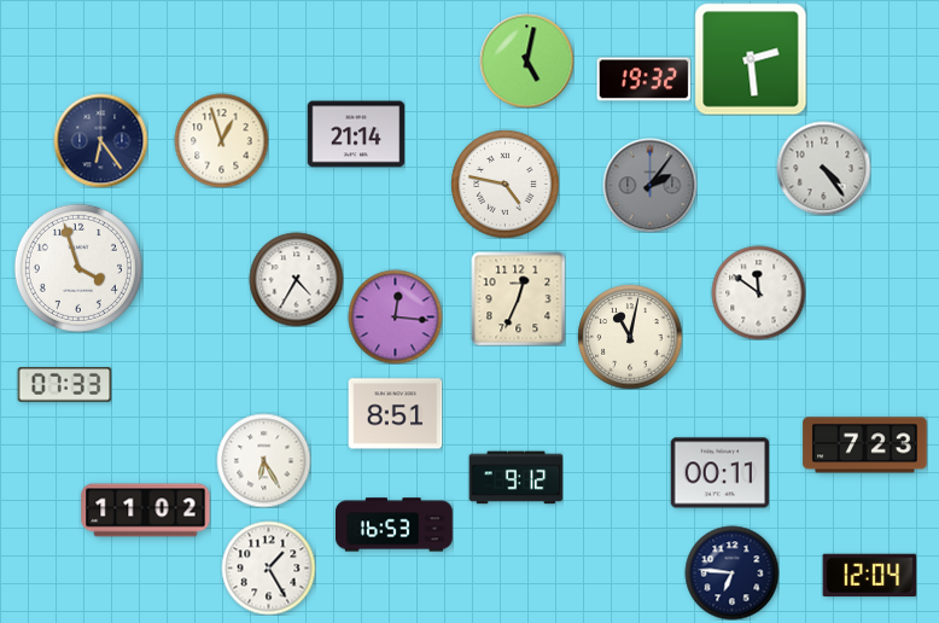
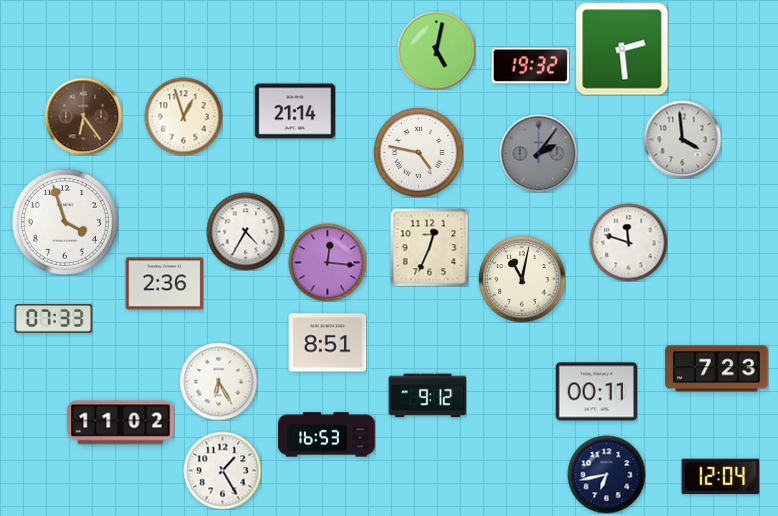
clock at (643, 80) position: (643, 80) -> (530, 66)
clock at (100, 140) dial: navy -> brown
clock at (823, 168): 4:24 -> 3:59
clock at (758, 292): 11:51 -> 11:48
clock at (164, 284): none -> 2:36
clock at (731, 572): 6:46 -> 6:43
